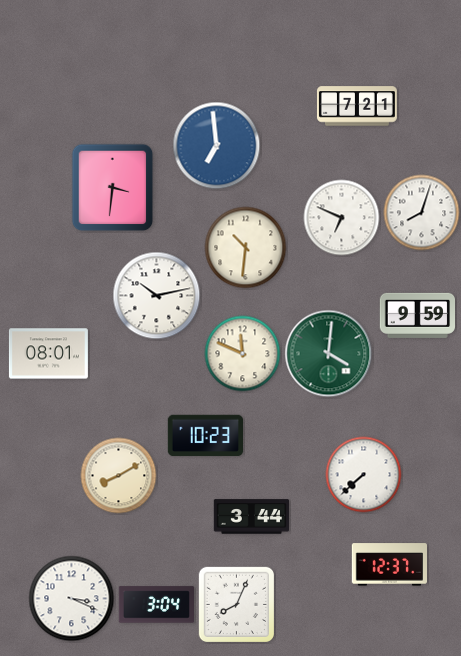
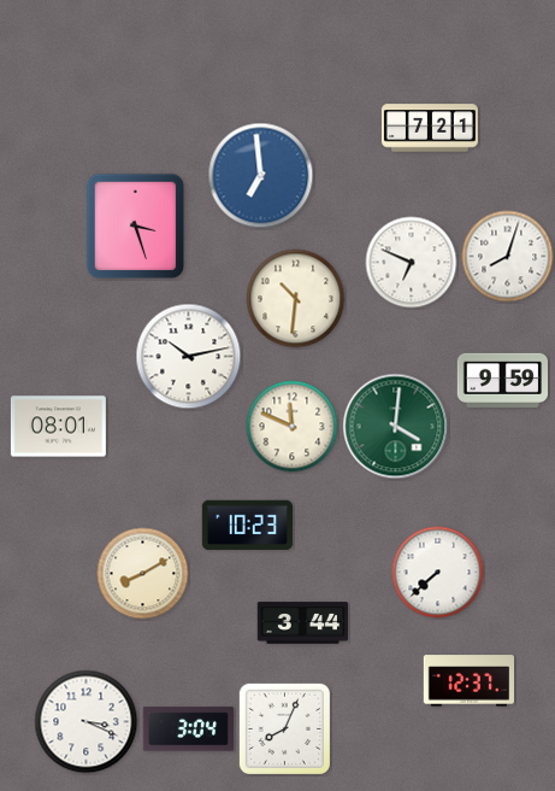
clock at (113, 188): 3:31 -> 3:27
